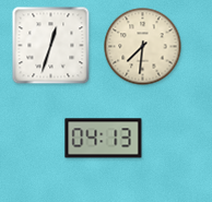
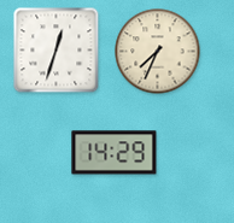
clock at (143, 47): 7:31 -> 7:34
clock at (104, 139): 04:13 -> 14:29
